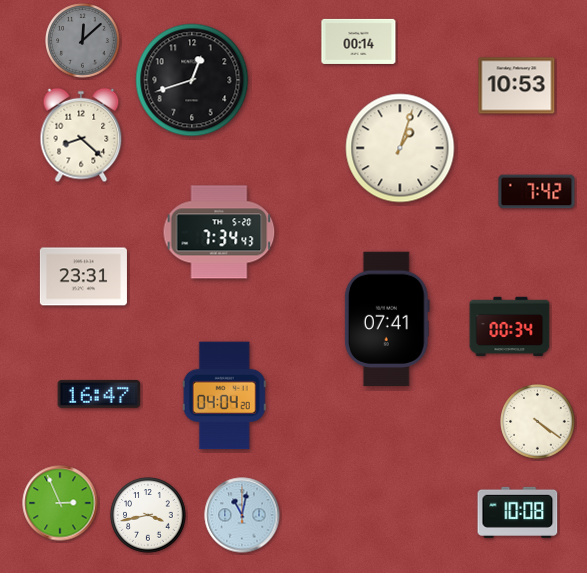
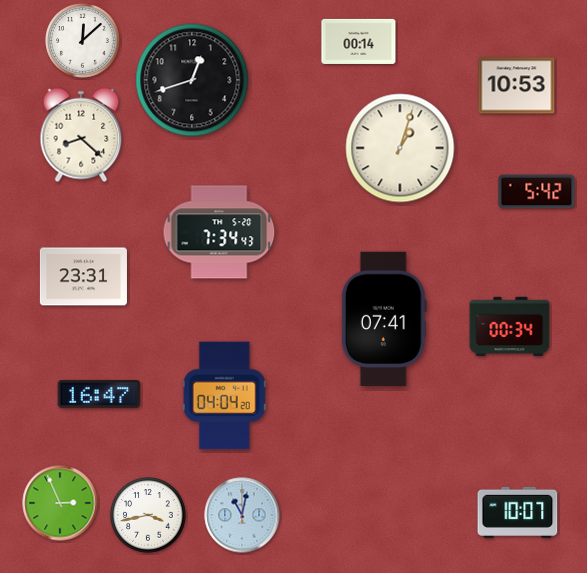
clock at (83, 41) dial: grey -> white
clock at (537, 192): 7:42 -> 5:42
clock at (387, 319) position: (387, 319) -> (384, 319)
clock at (538, 422): 4:21 -> none
clock at (518, 512): 10:08 -> 10:07
